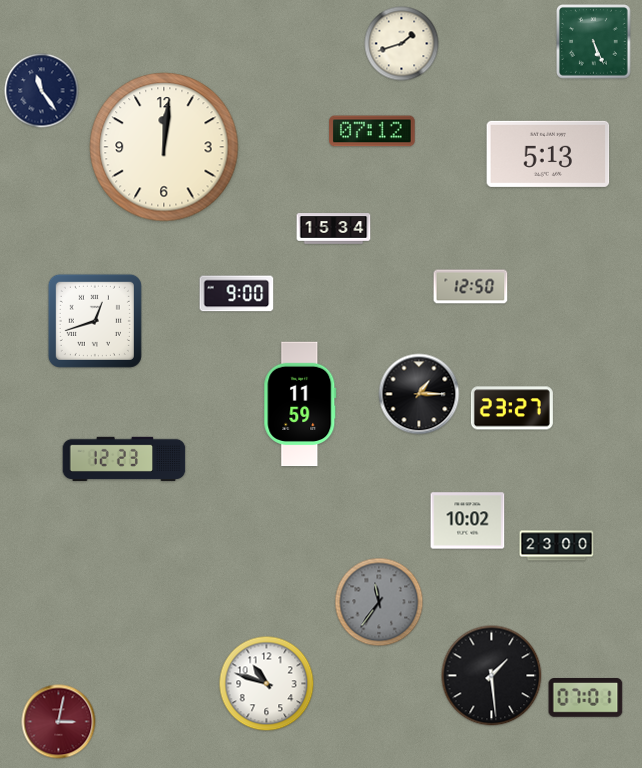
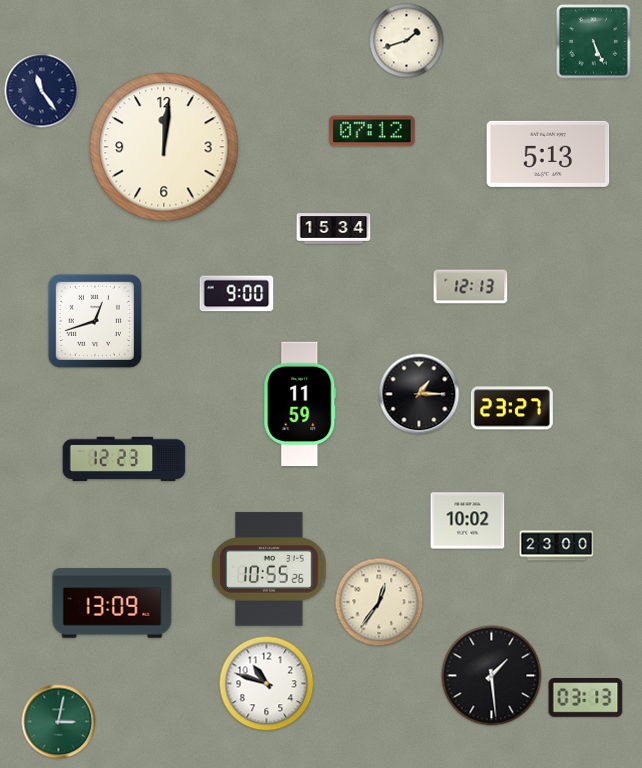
clock at (402, 44) position: (402, 44) -> (407, 41)
clock at (471, 287): 12:50 -> 12:13
clock at (269, 569): none -> 10:55
clock at (379, 602): 11:36 -> 12:36
clock at (379, 602) dial: grey -> cream
clock at (112, 603): none -> 13:09
clock at (586, 698): 07:01 -> 03:13
clock at (59, 722) dial: burgundy -> green
